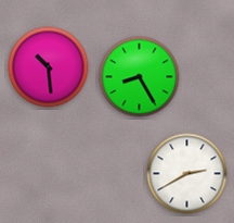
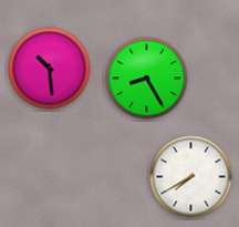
clock at (140, 77) position: (140, 77) -> (147, 79)
clock at (187, 174): 2:40 -> 7:40
